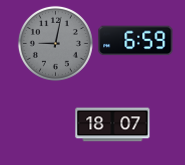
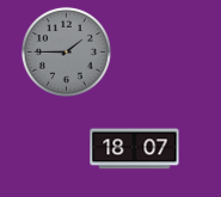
clock at (136, 41): 6:59 -> none
clock at (55, 43): 9:02 -> 1:45
